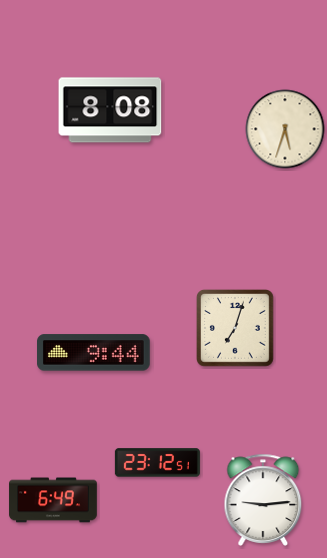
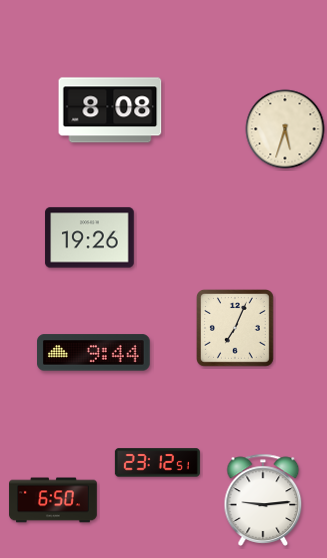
clock at (90, 238): none -> 19:26
clock at (236, 329): 7:03 -> 7:04
clock at (53, 500): 6:49 -> 6:50
